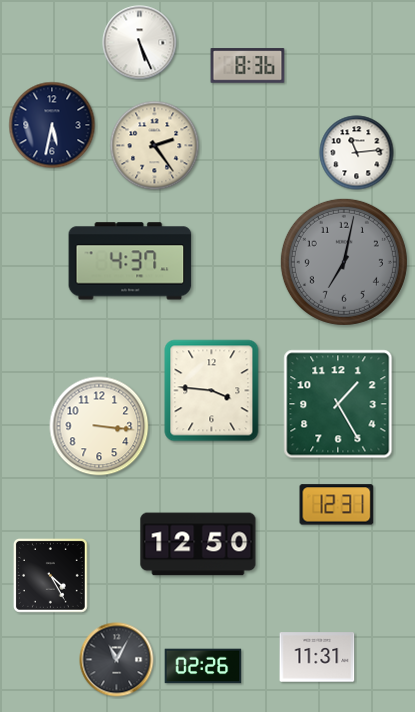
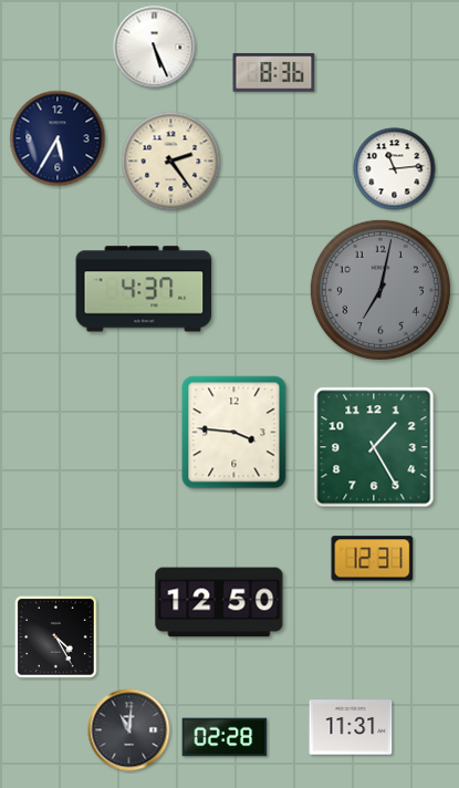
clock at (52, 125): 5:32 -> 5:35
clock at (99, 426): 3:16 -> none
clock at (117, 660): 11:05 -> 11:01
clock at (203, 666): 02:26 -> 02:28
